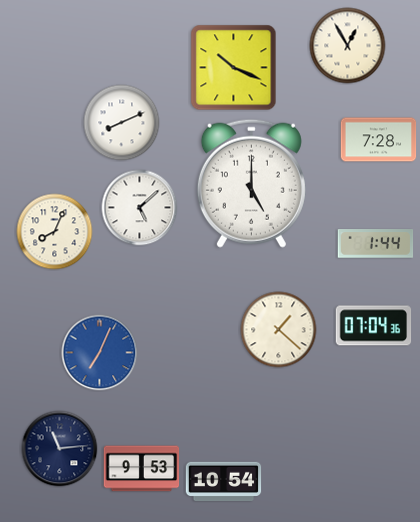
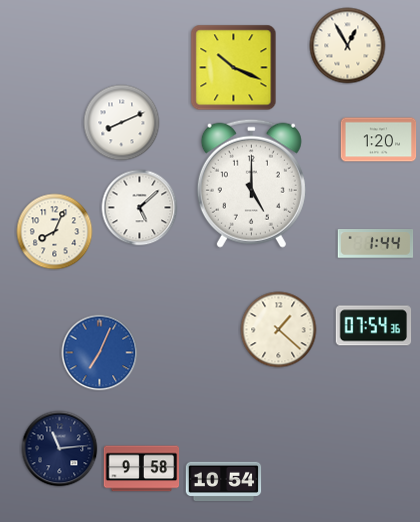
clock at (379, 140): 7:28 -> 1:20
clock at (374, 326): 07:04 -> 07:54
clock at (142, 469): 9:53 -> 9:58
